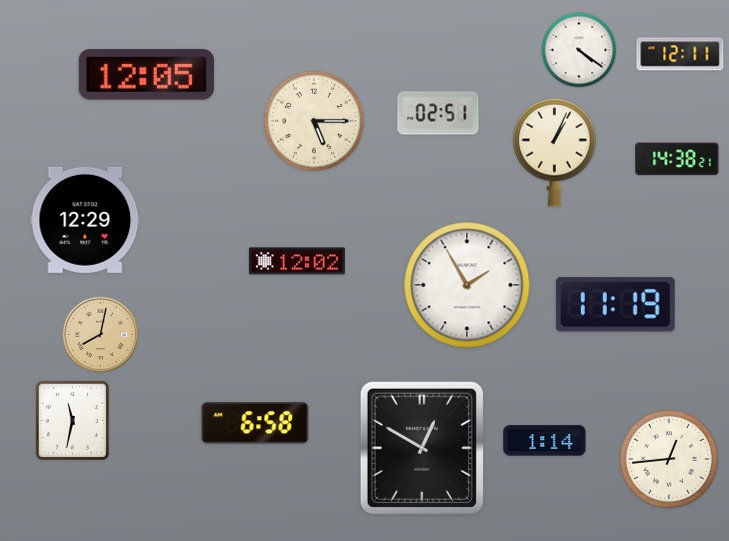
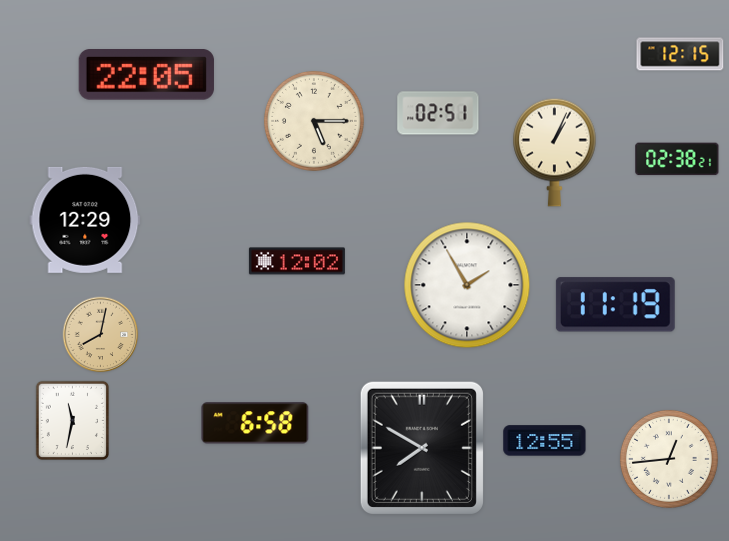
clock at (579, 50): 4:21 -> none
clock at (680, 54): 12:11 -> 12:15
clock at (146, 75): 12:05 -> 22:05
clock at (677, 159): 14:38 -> 02:38
clock at (545, 441): 1:14 -> 12:55
clock at (422, 448): 12:50 -> 7:50
